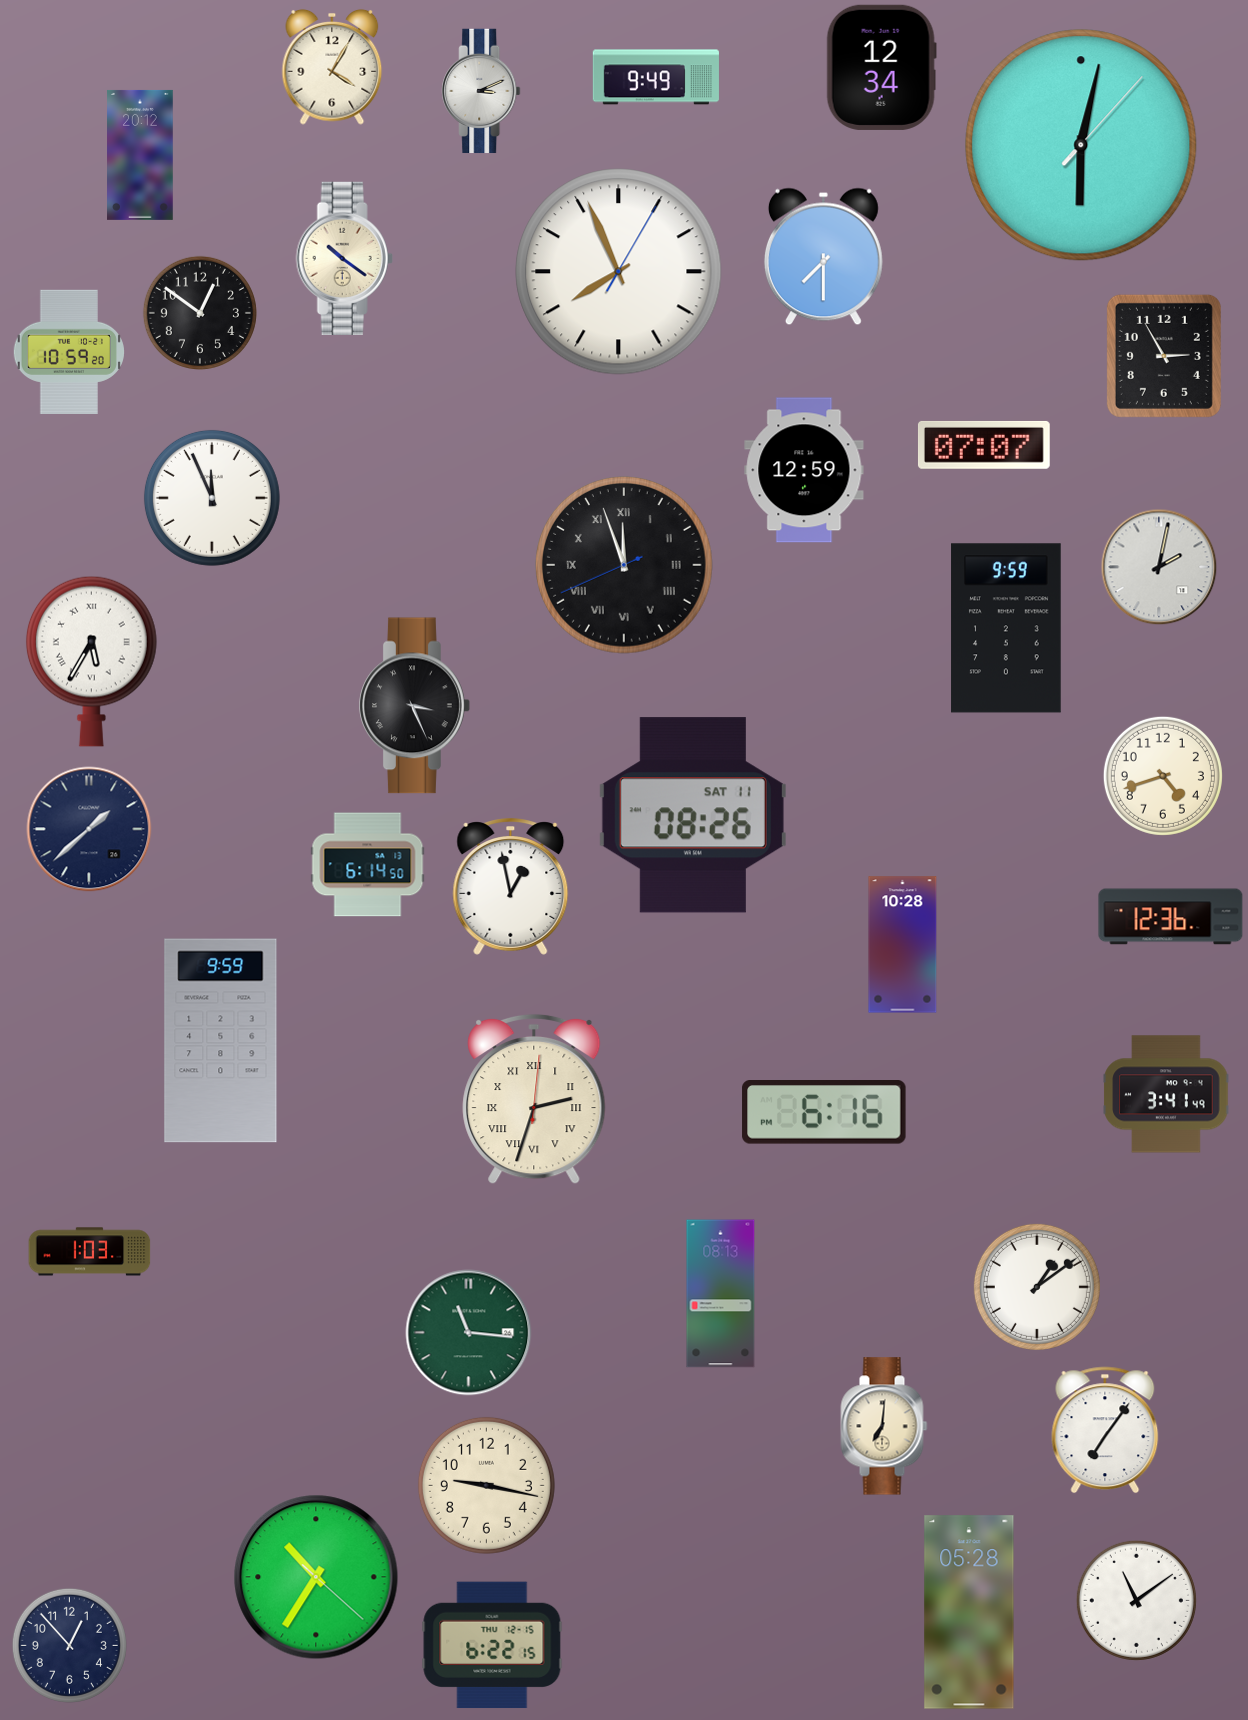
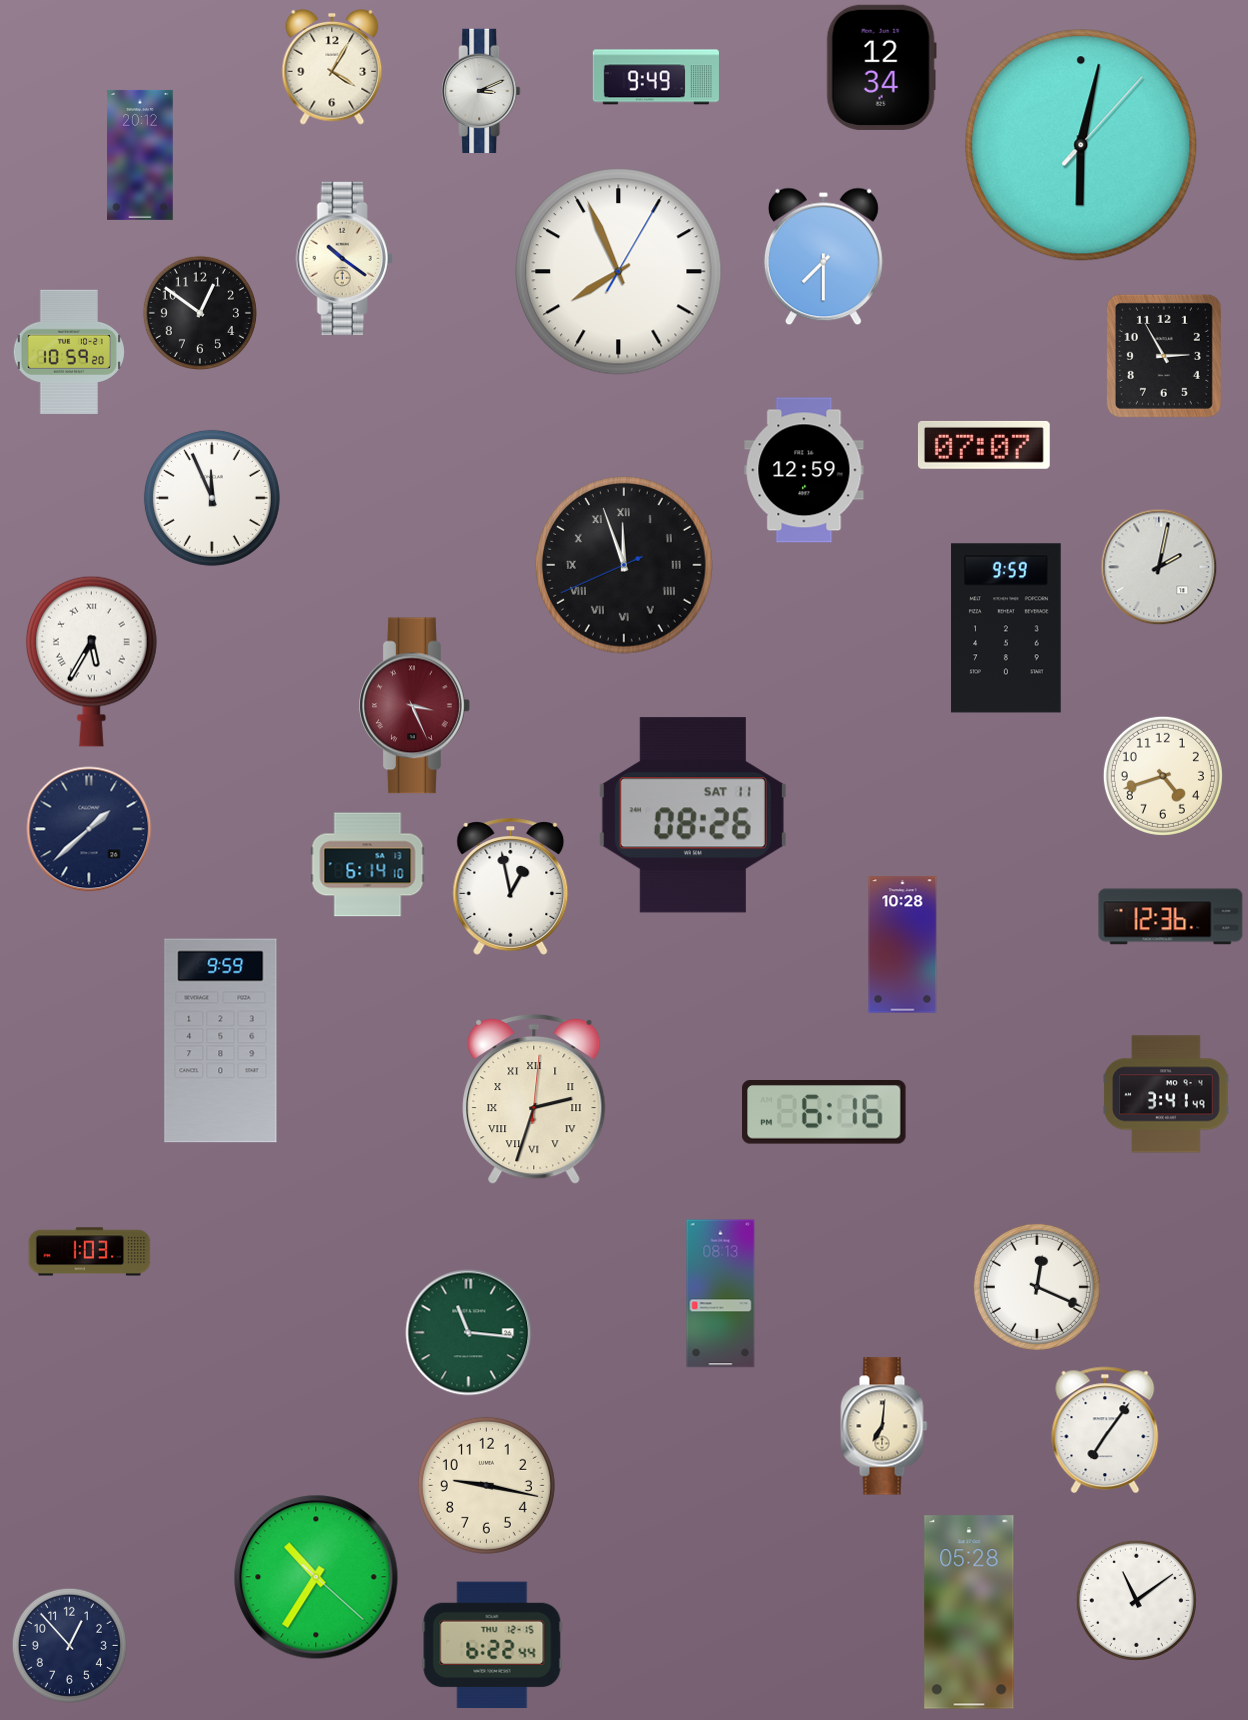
clock at (415, 706) dial: black -> burgundy
clock at (368, 865): 6:14:50 -> 6:14:10
clock at (1037, 1287): 1:09 -> 12:19
clock at (492, 1645): 6:22:15 -> 6:22:44
